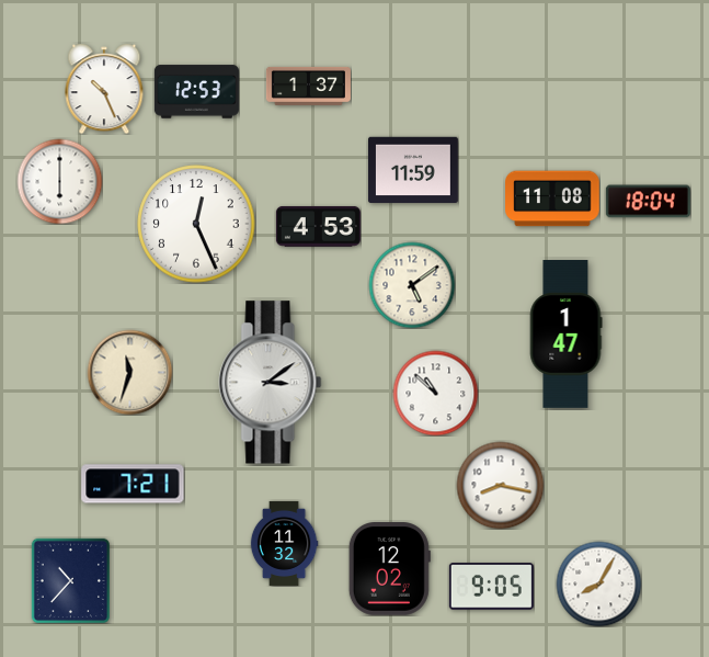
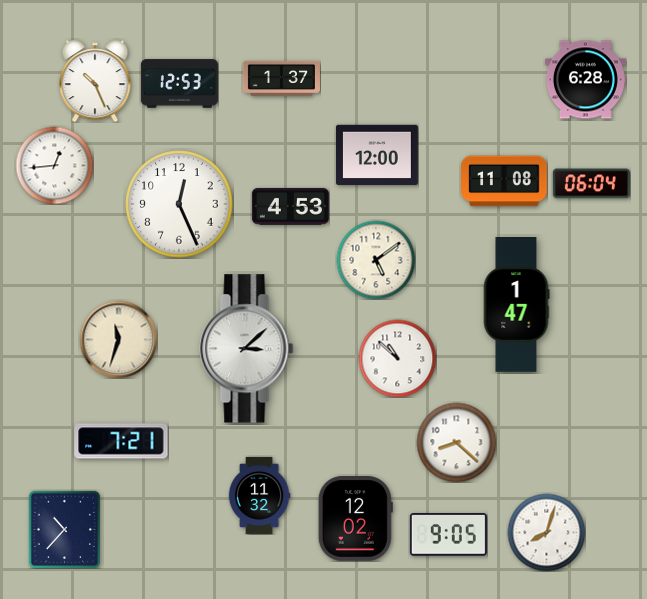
clock at (585, 80): none -> 6:28
clock at (413, 170): 11:59 -> 12:00
clock at (59, 181): 6:00 -> 12:44
clock at (648, 202): 18:04 -> 06:04
clock at (271, 383): 3:09 -> 3:08
clock at (500, 485): 8:17 -> 8:22
clock at (598, 584): 8:05 -> 8:03
